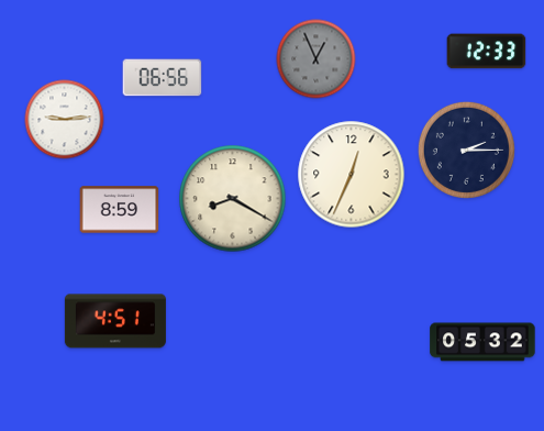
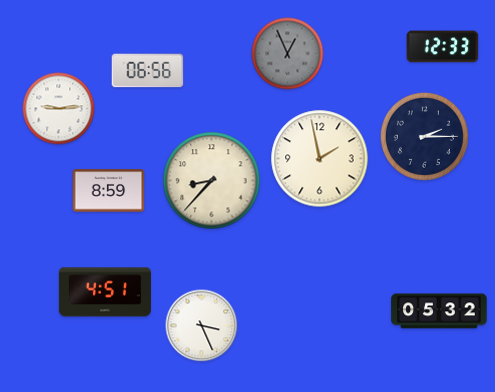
clock at (352, 175): 12:34 -> 1:58
clock at (233, 199): 8:20 -> 8:37
clock at (202, 326): none -> 3:26
